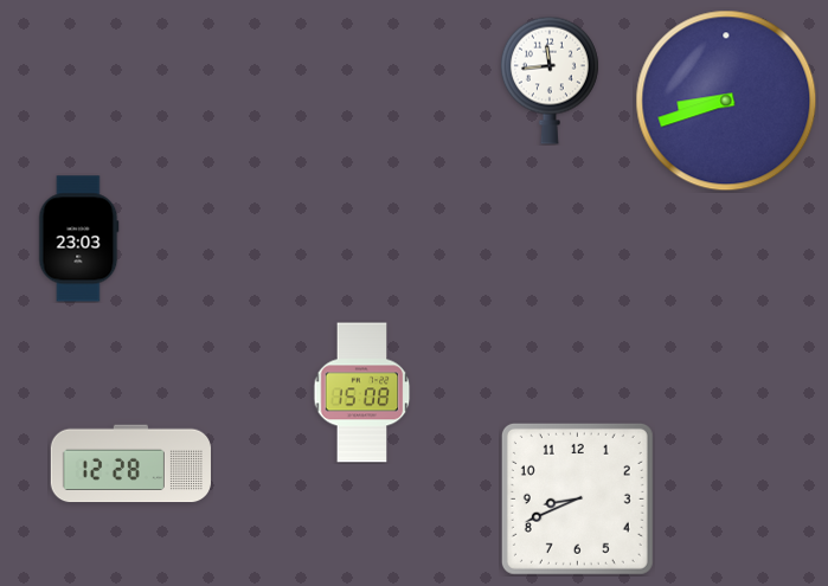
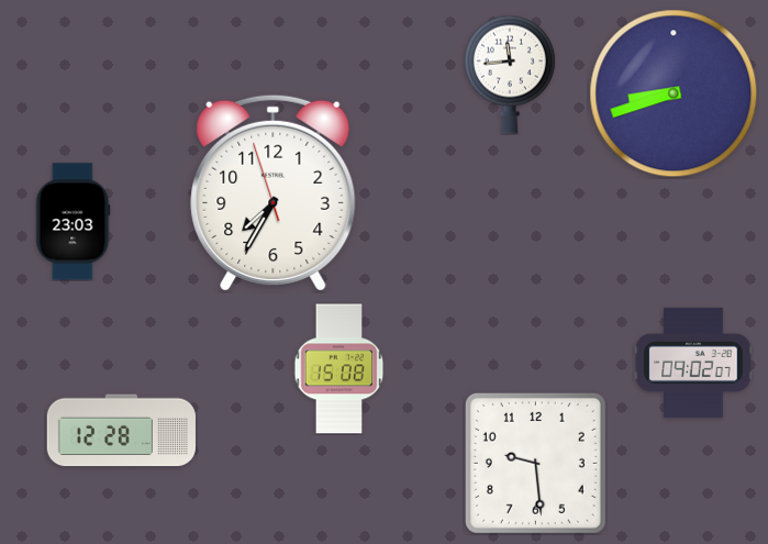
clock at (274, 192): none -> 7:34
clock at (693, 363): none -> 09:02
clock at (362, 393) position: (362, 393) -> (340, 369)
clock at (577, 498): 8:41 -> 9:29
